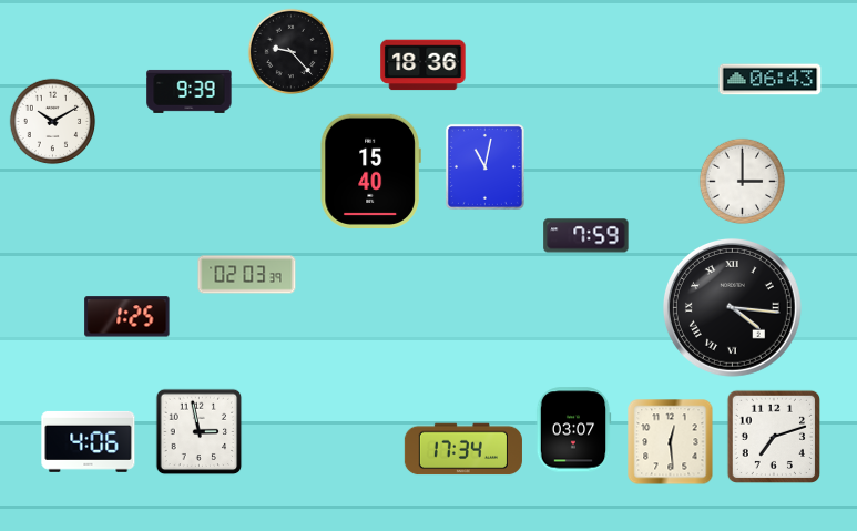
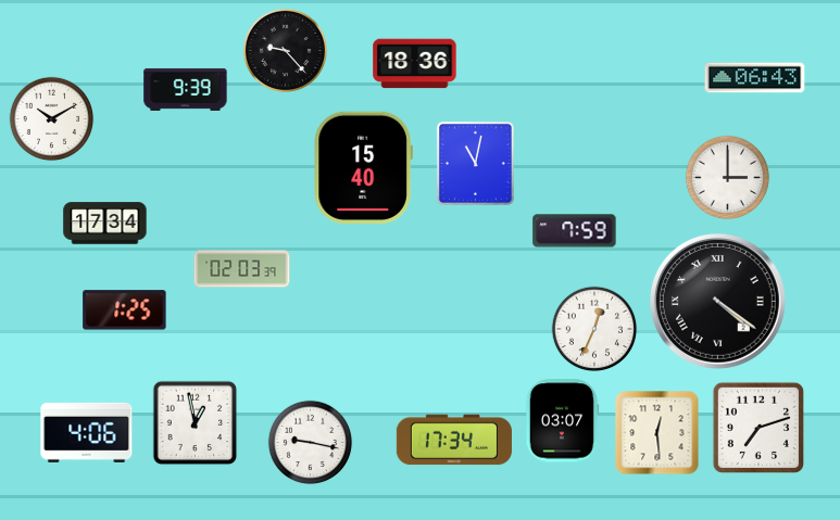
clock at (105, 224): none -> 17:34
clock at (732, 307): 4:16 -> 4:21
clock at (594, 329): none -> 12:34
clock at (198, 431): 2:58 -> 12:58
clock at (310, 442): none -> 9:17
